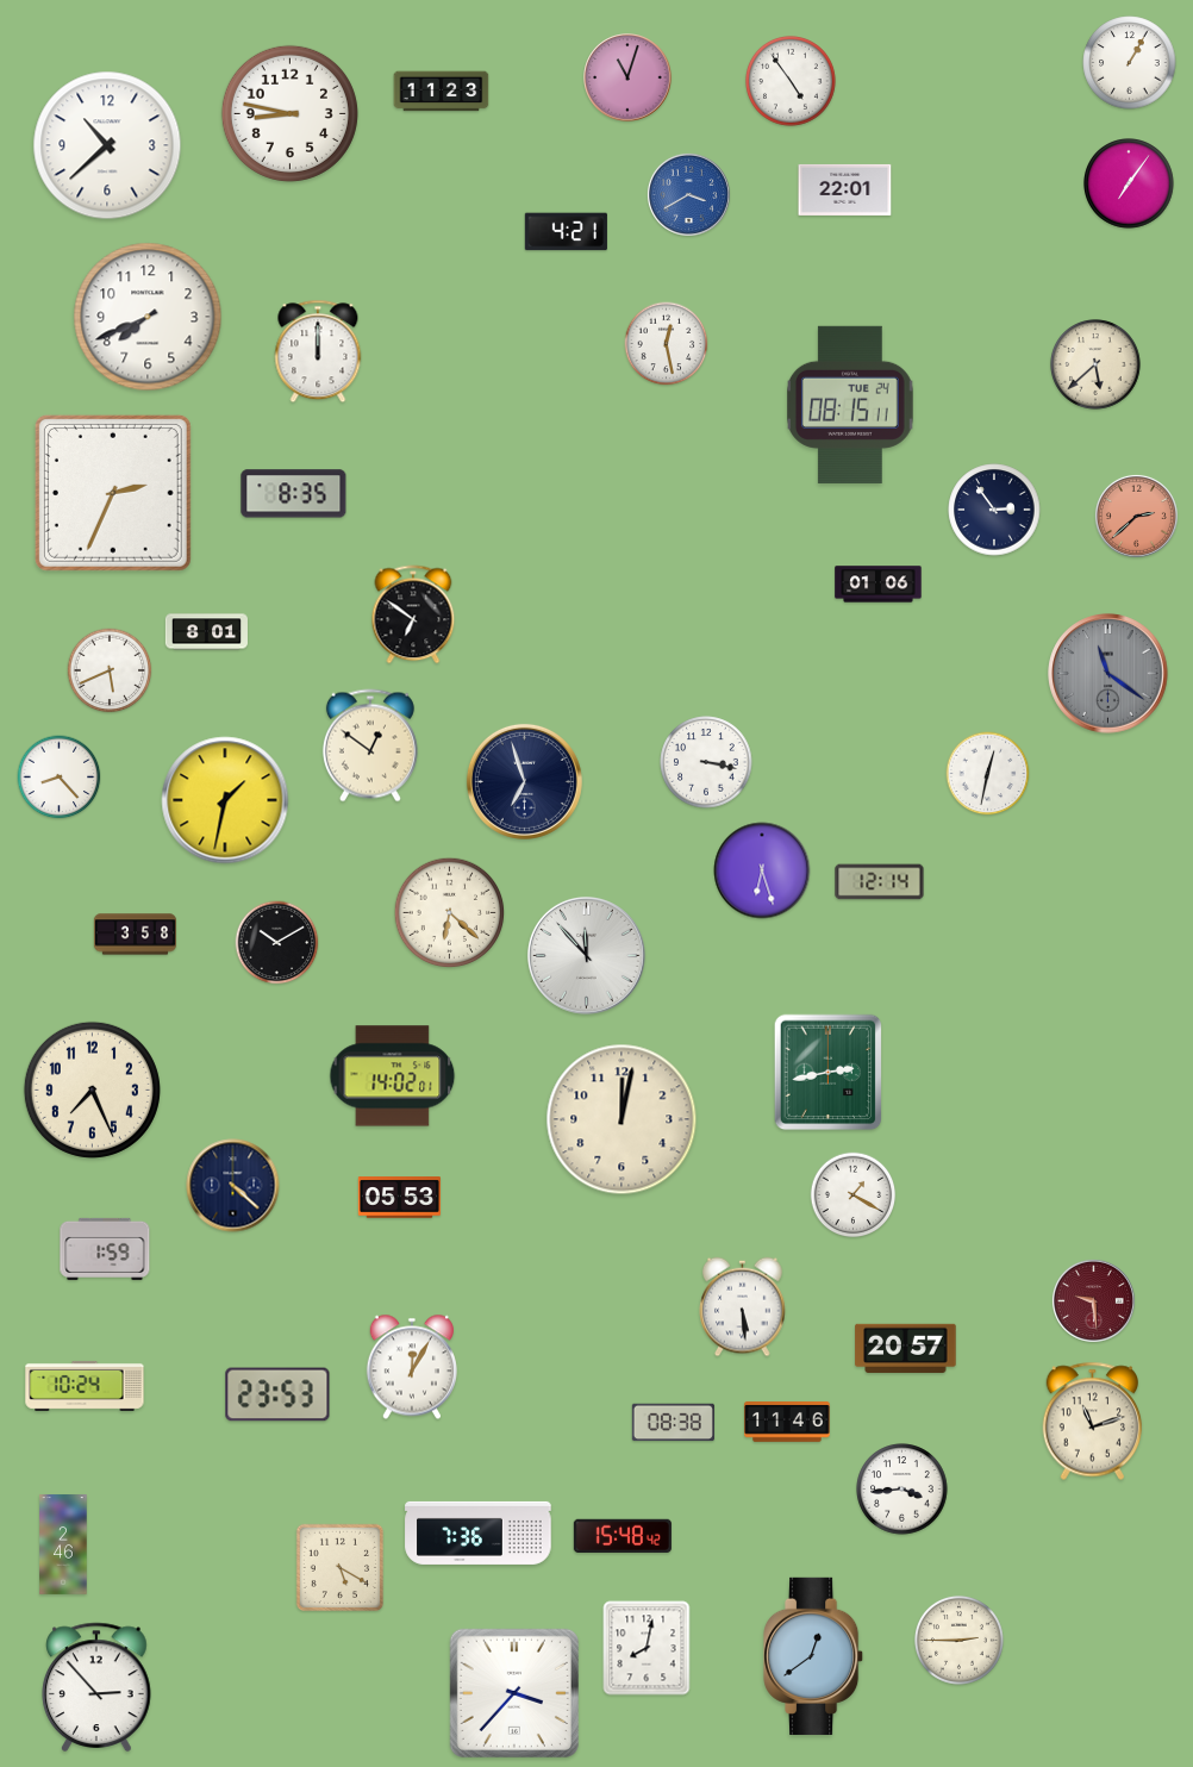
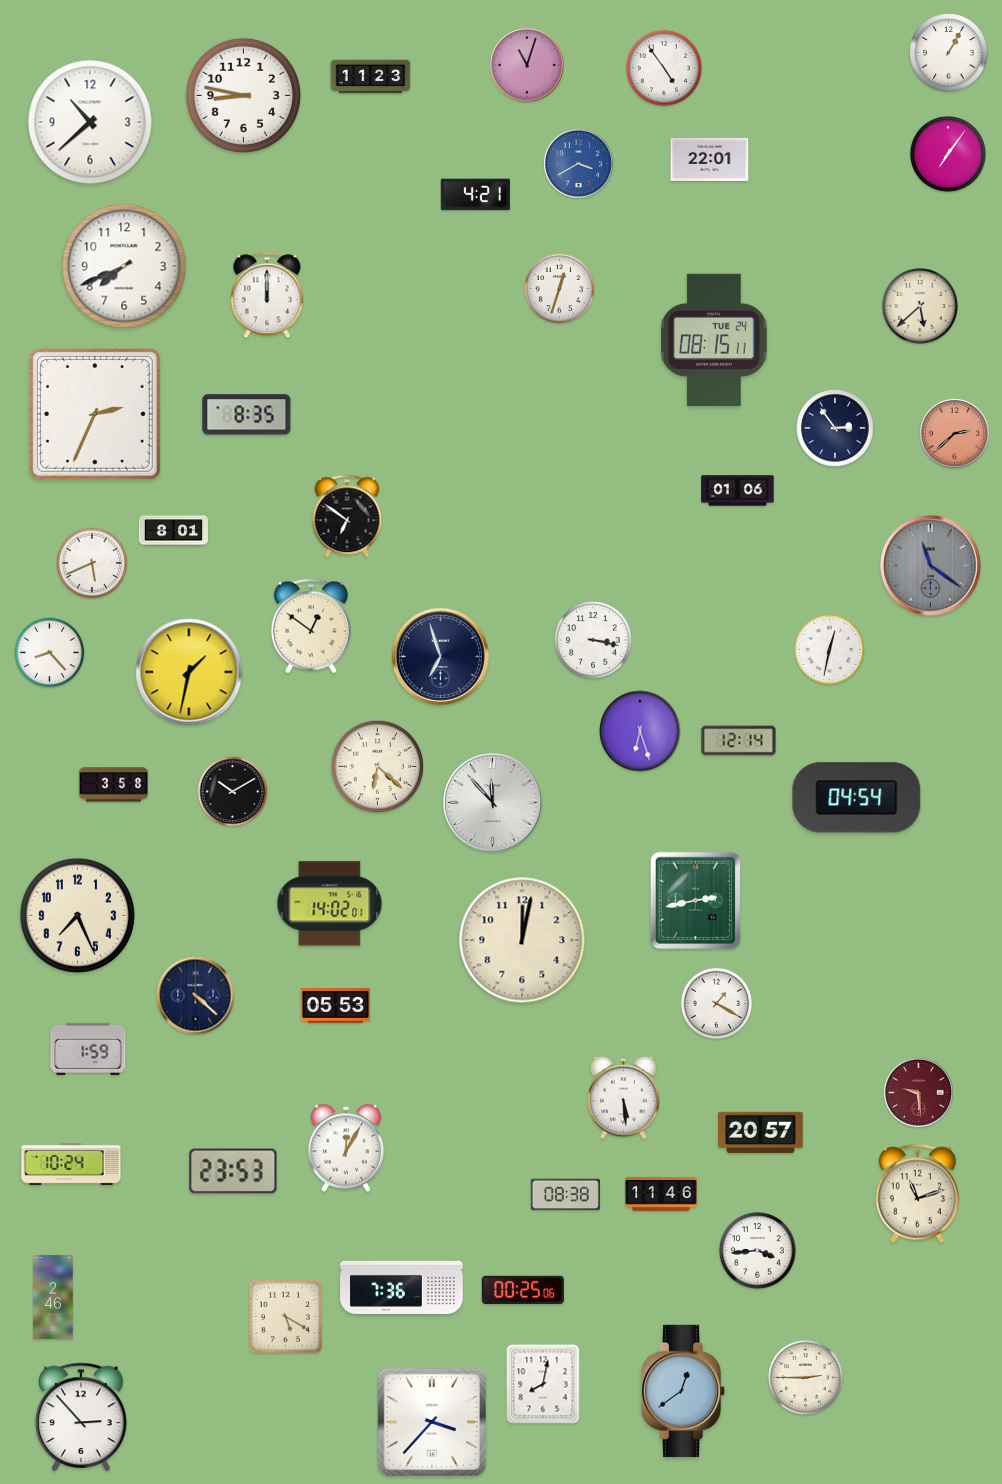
clock at (667, 344): 12:28 -> 12:33
clock at (857, 798): none -> 04:54
clock at (623, 1535): 15:48 -> 00:25
